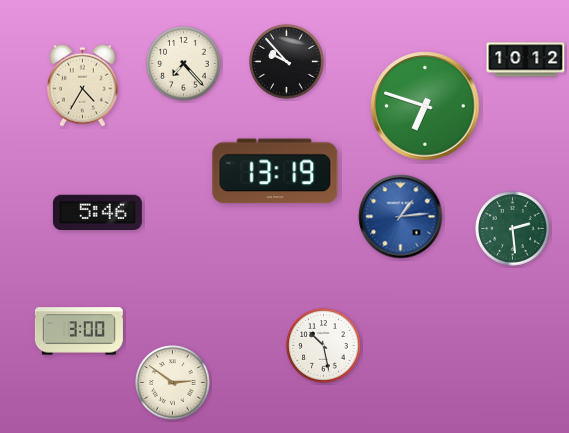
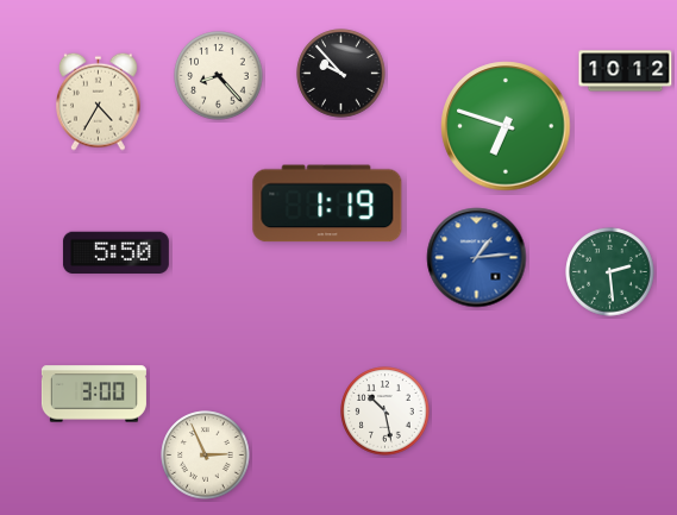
clock at (184, 64): 7:23 -> 8:23
clock at (275, 171): 13:19 -> 1:19
clock at (97, 213): 5:46 -> 5:50
clock at (173, 383): 2:51 -> 2:56
